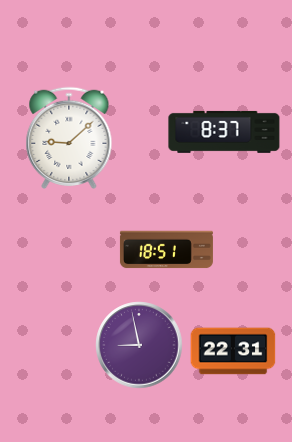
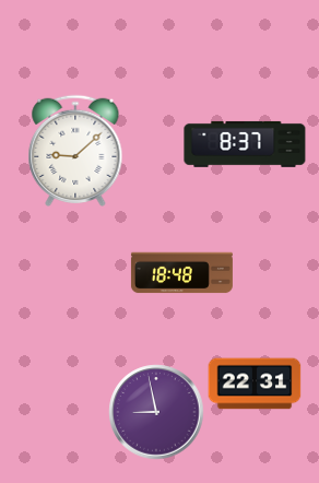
clock at (166, 250): 18:51 -> 18:48
clock at (139, 345) position: (139, 345) -> (156, 412)
